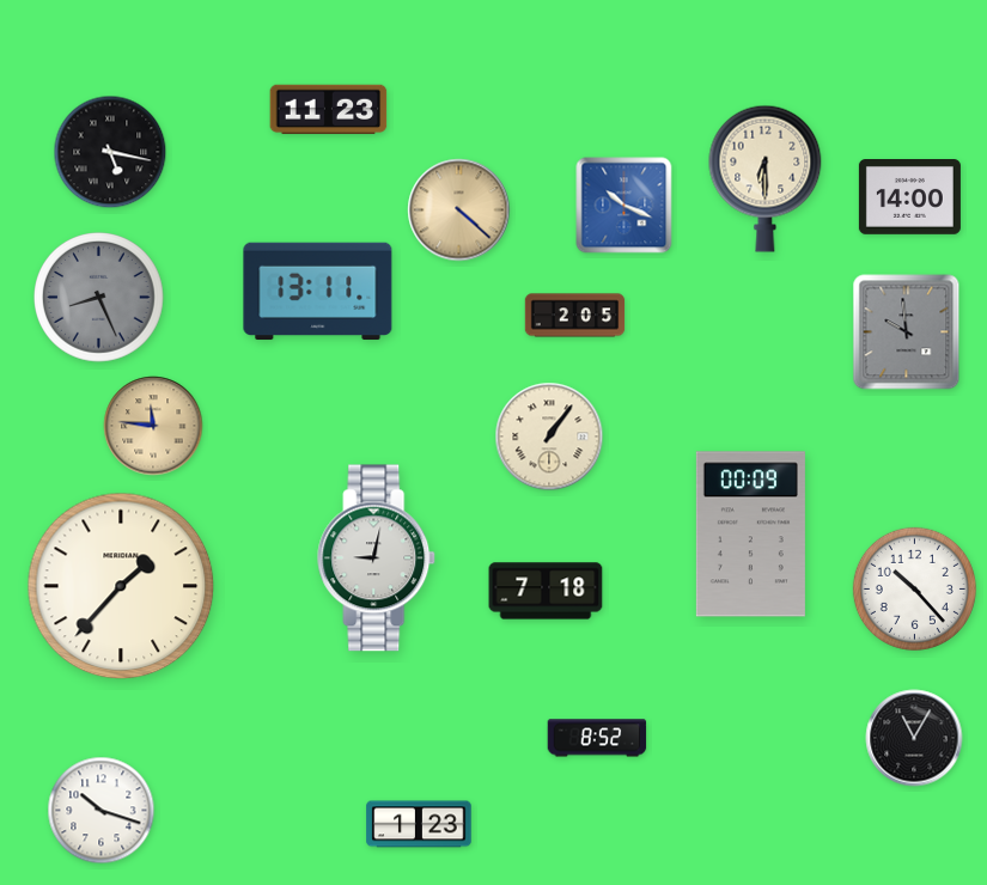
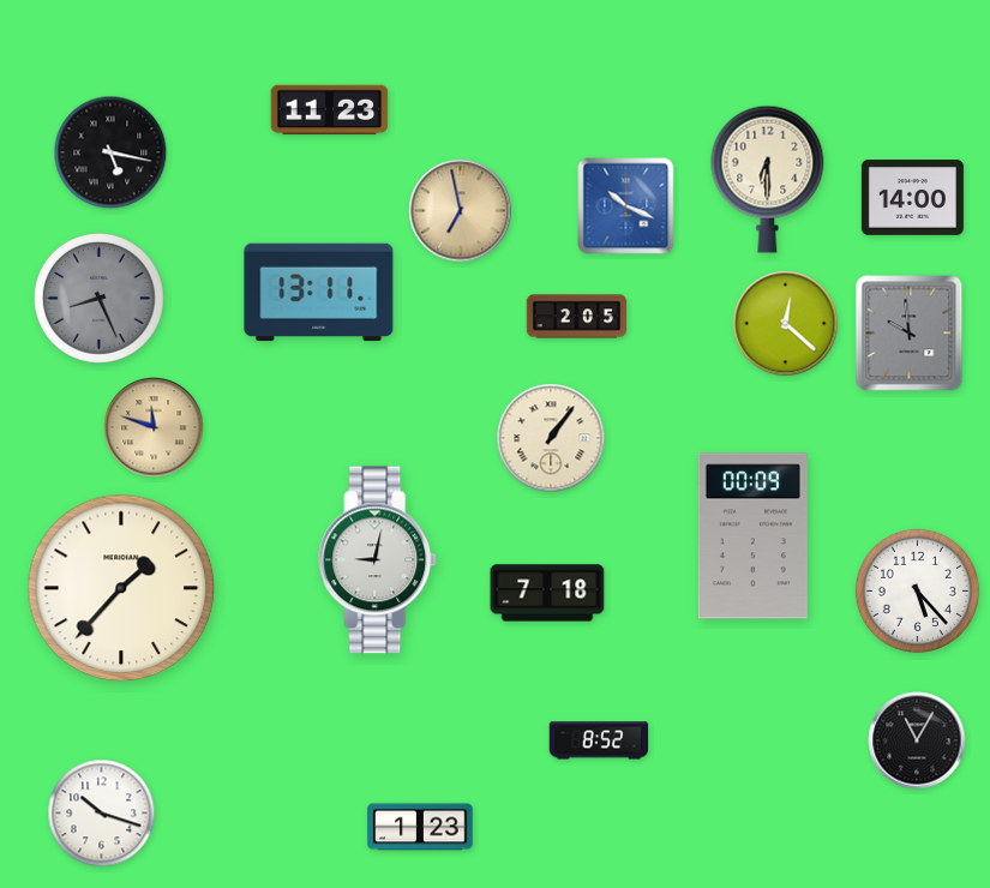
clock at (459, 210): 4:22 -> 6:58
clock at (786, 324): none -> 12:22
clock at (153, 426): 11:46 -> 11:48
clock at (914, 588): 10:23 -> 5:23
